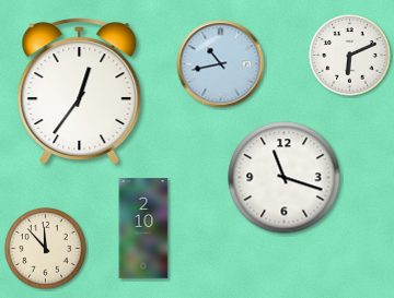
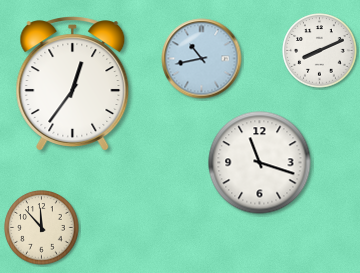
clock at (350, 56): 6:11 -> 8:11
clock at (143, 228): 2:10 -> none
